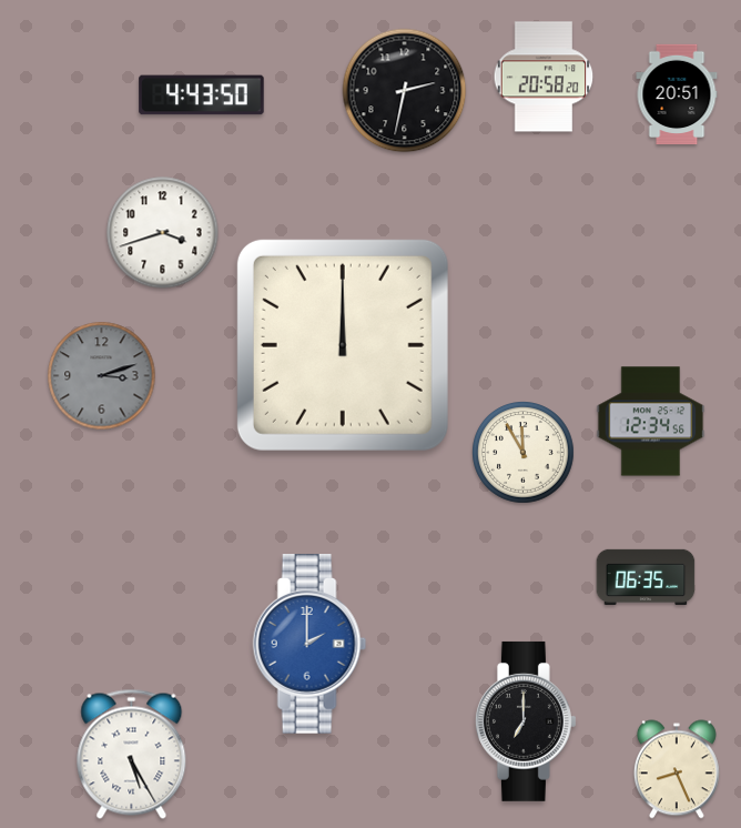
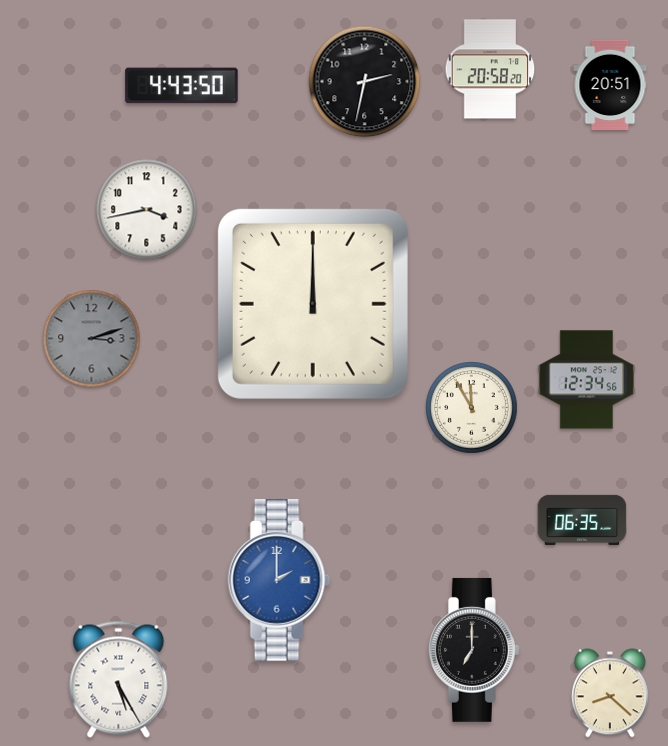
clock at (163, 233): 3:42 -> 3:43
clock at (343, 345) position: (343, 345) -> (313, 304)
clock at (677, 769): 8:26 -> 8:22
